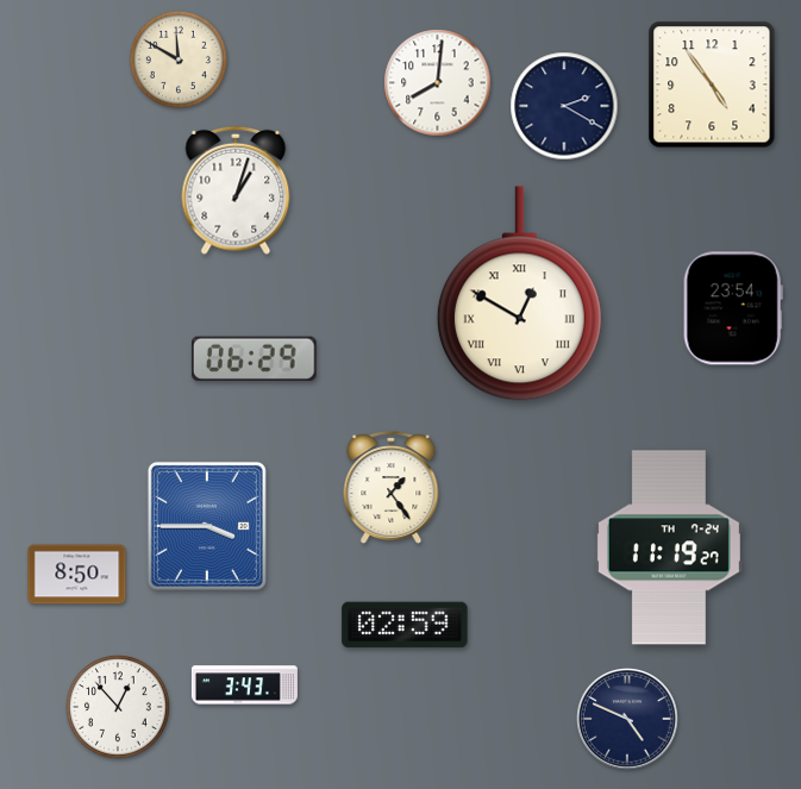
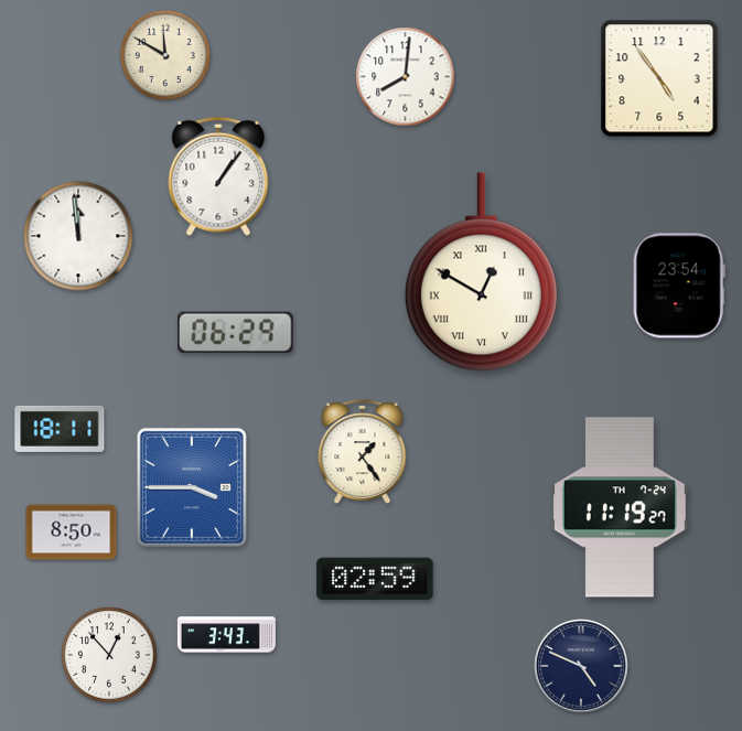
clock at (564, 106): 2:20 -> none
clock at (236, 190): 1:03 -> 1:06
clock at (78, 236): none -> 11:59
clock at (60, 429): none -> 18:11
